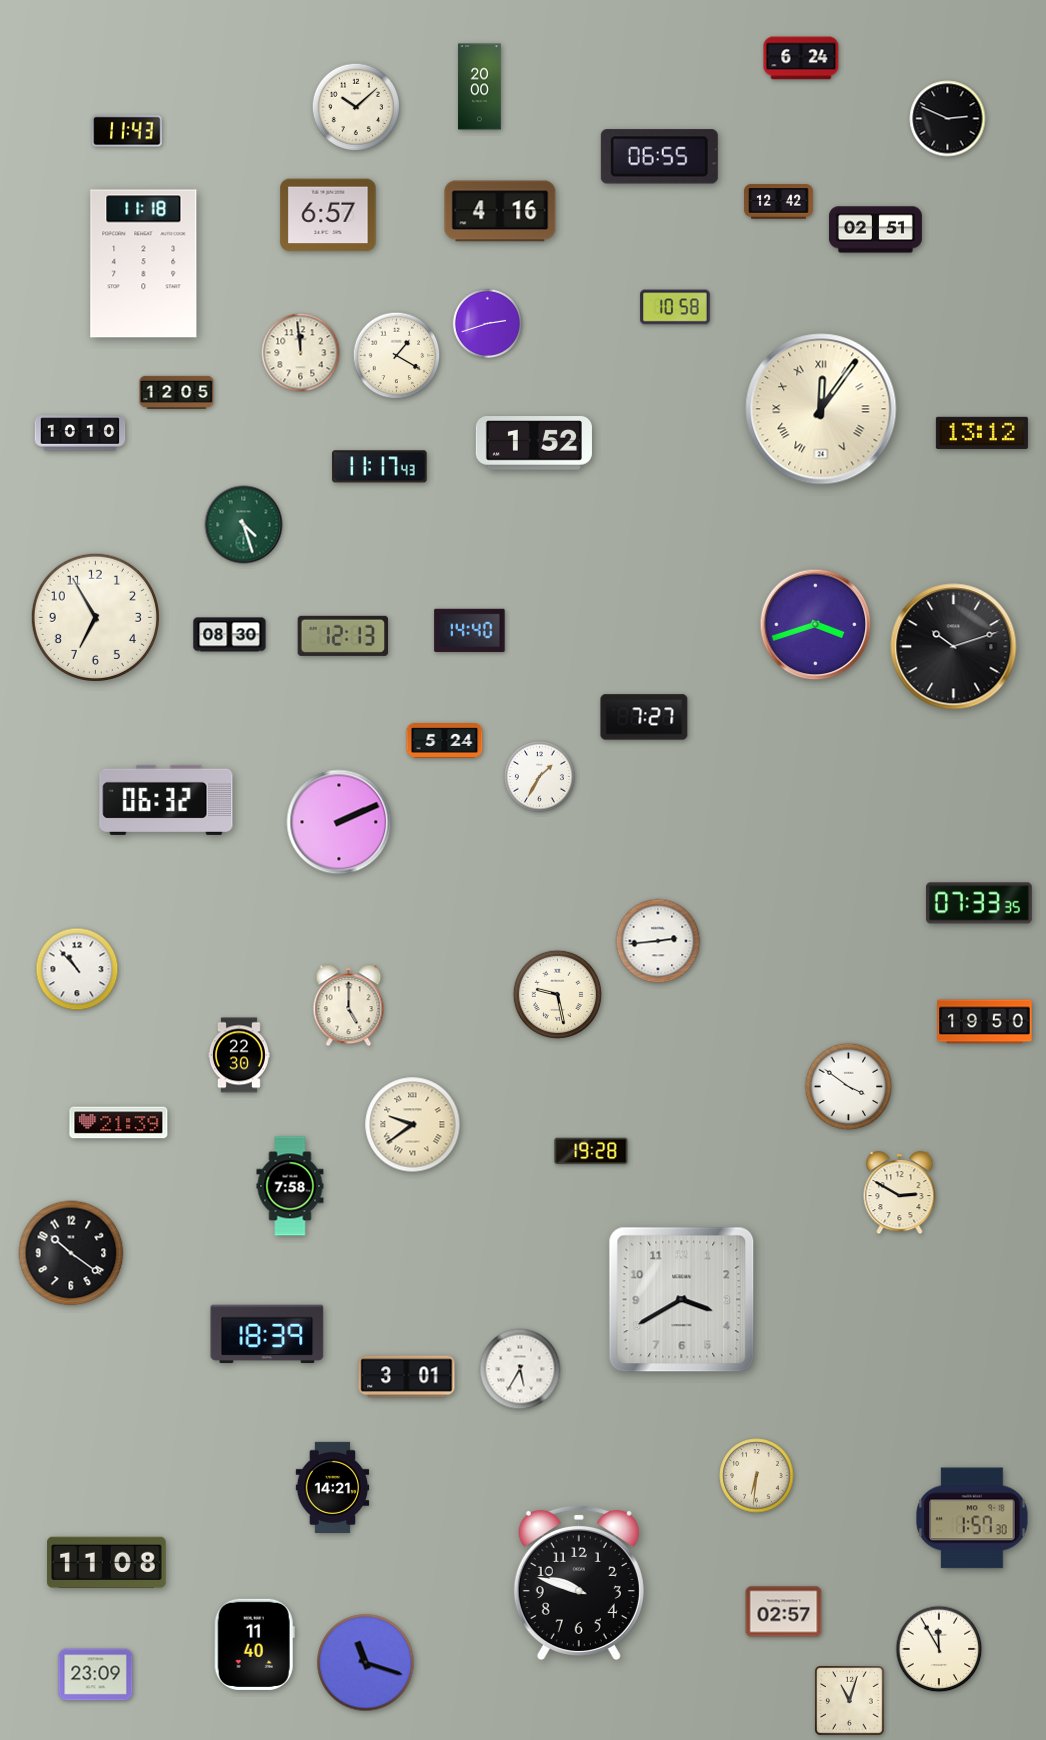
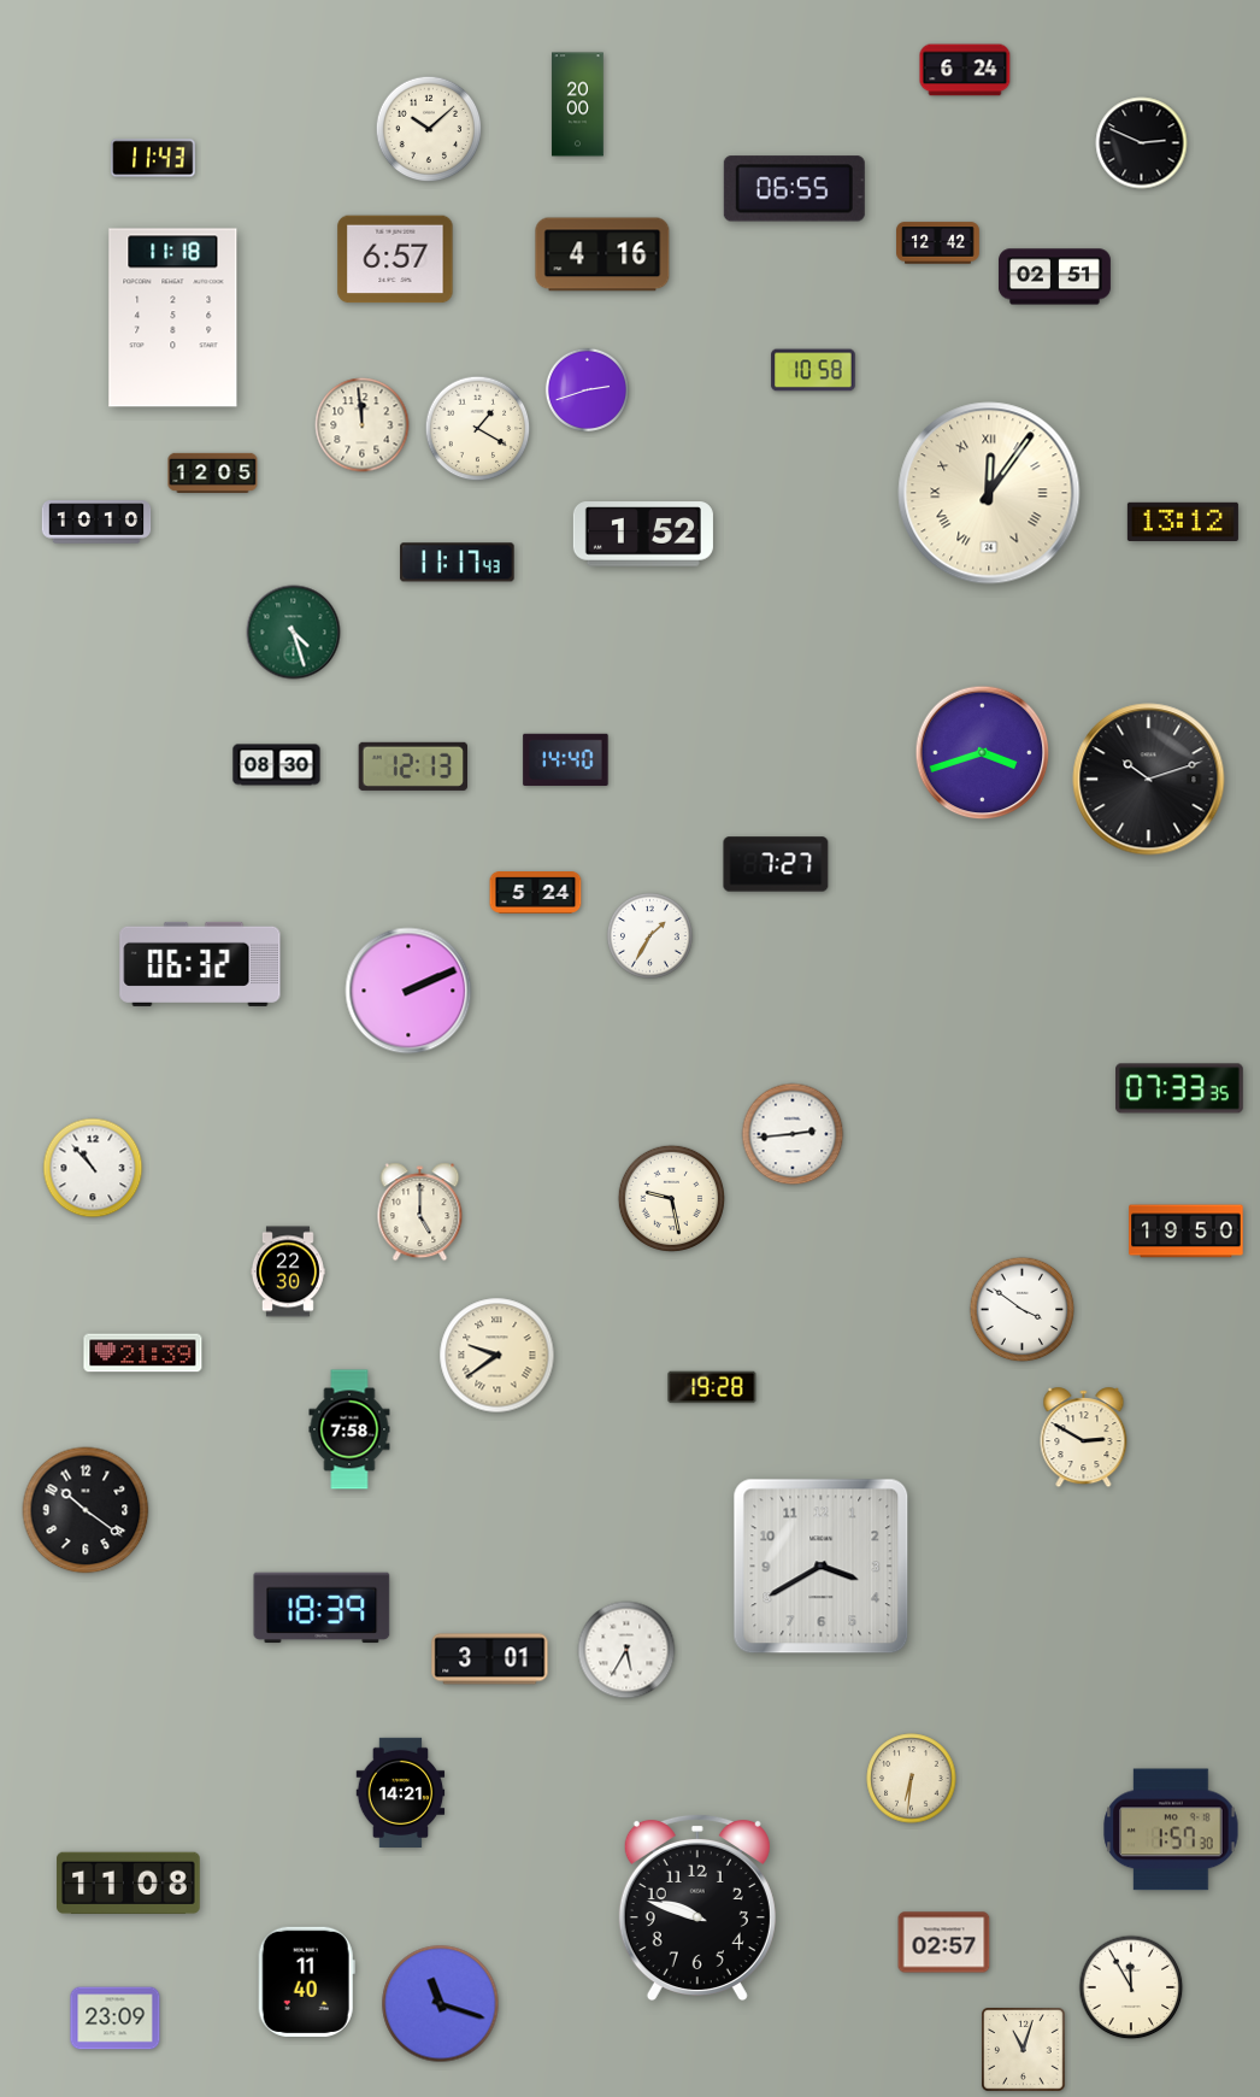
clock at (95, 617): 6:55 -> none
